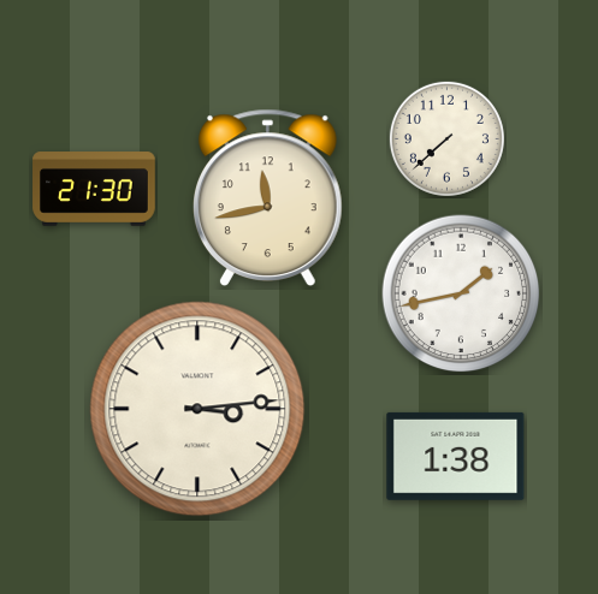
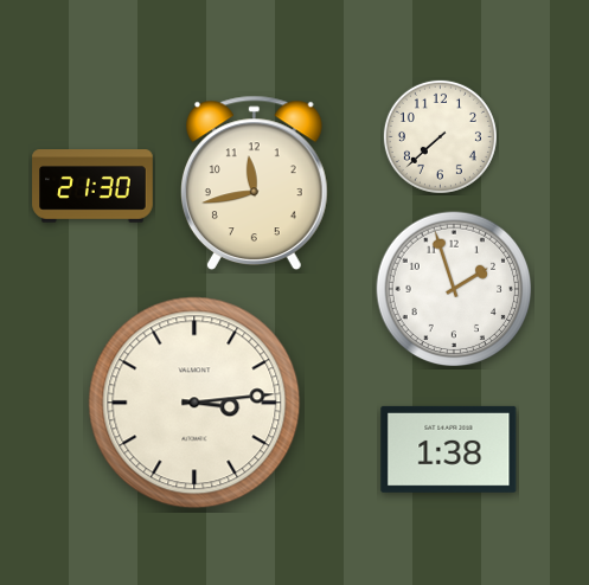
clock at (267, 197) position: (267, 197) -> (254, 182)
clock at (461, 293): 1:43 -> 1:57
